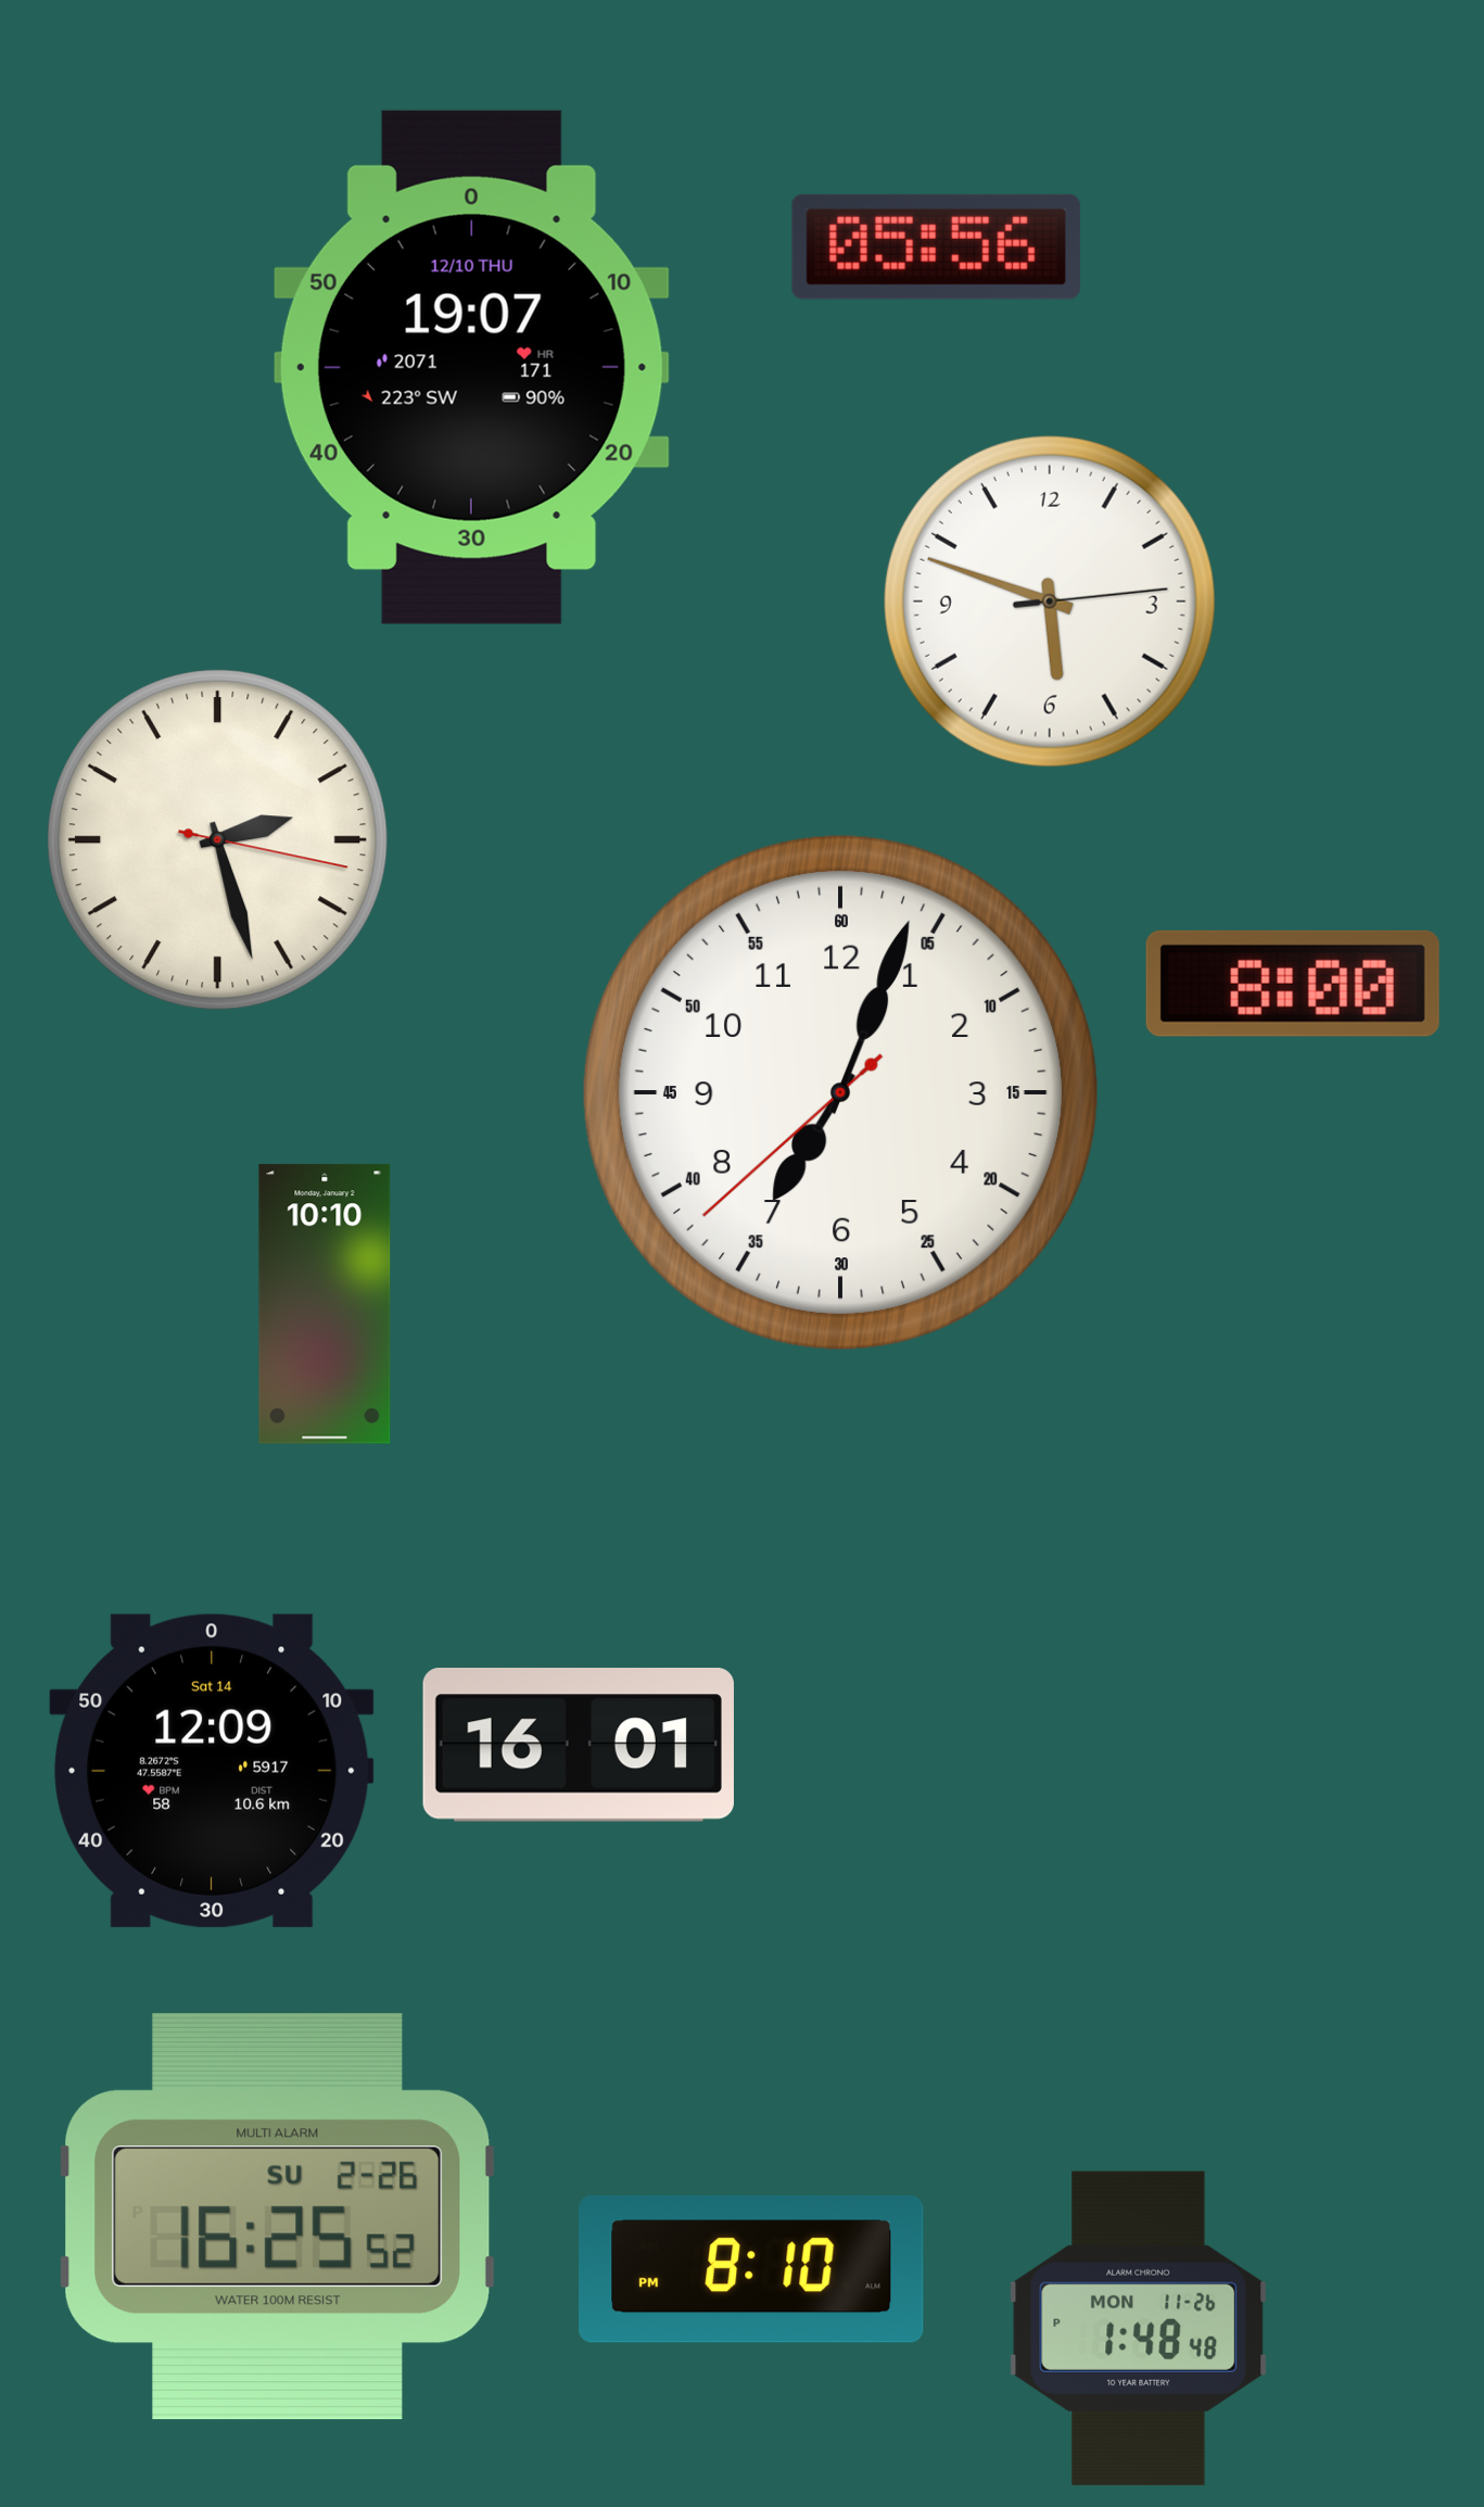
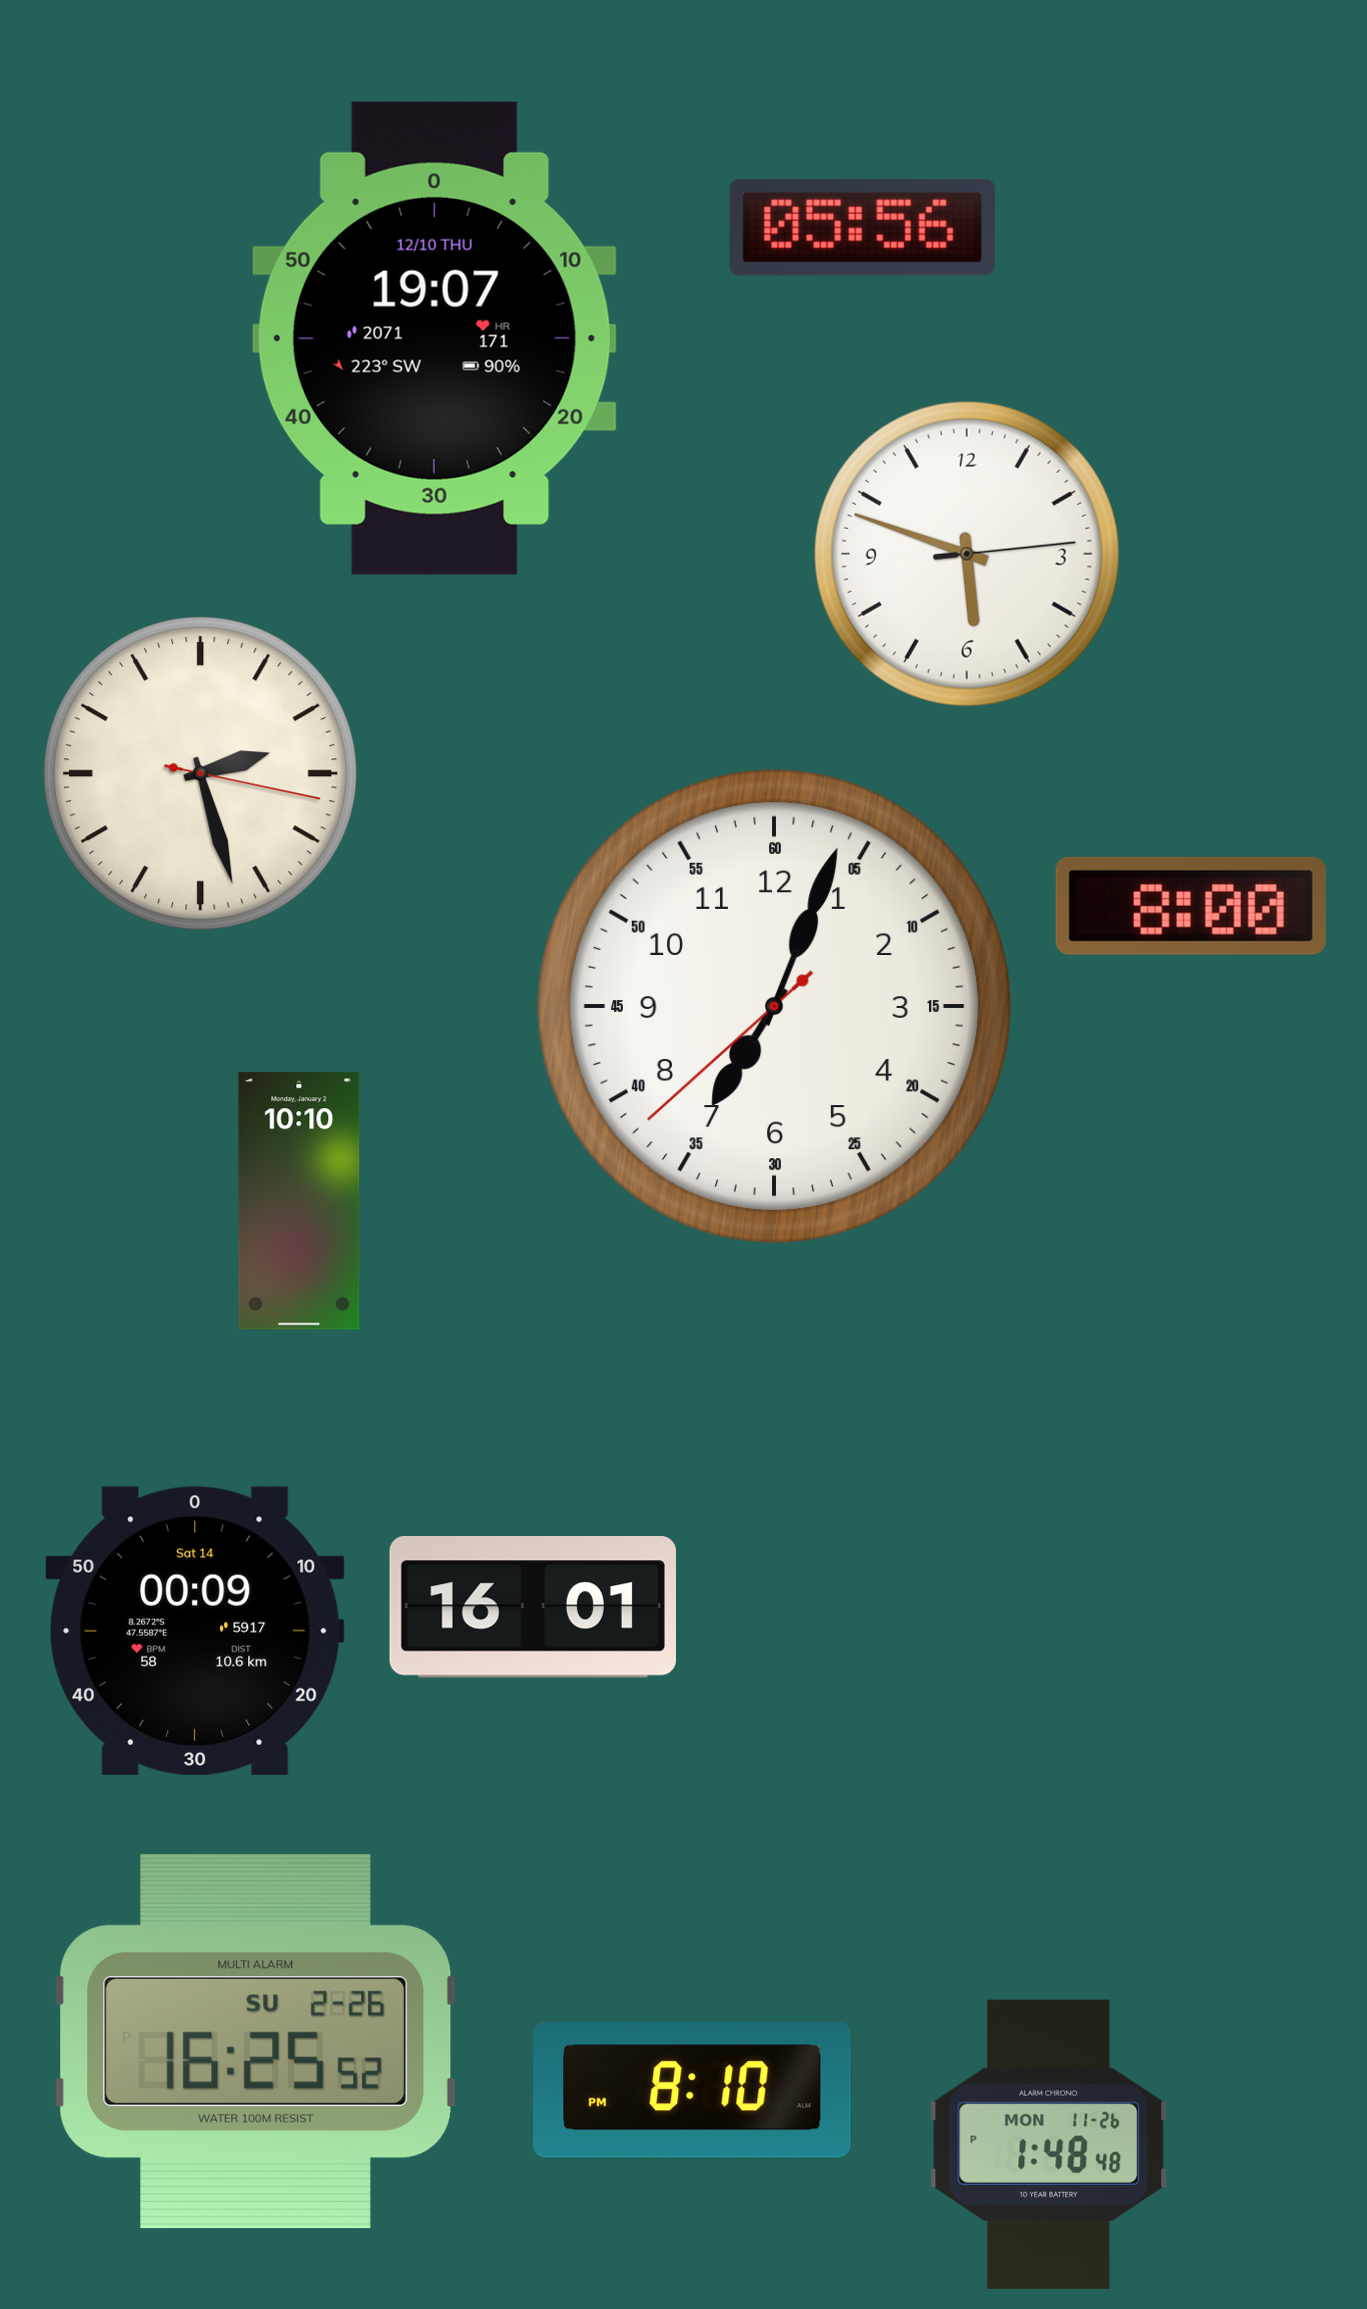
clock at (212, 1771): 12:09 -> 00:09
